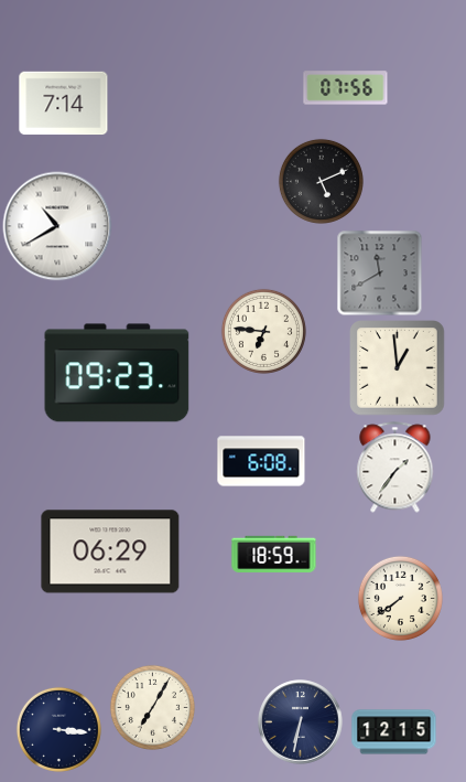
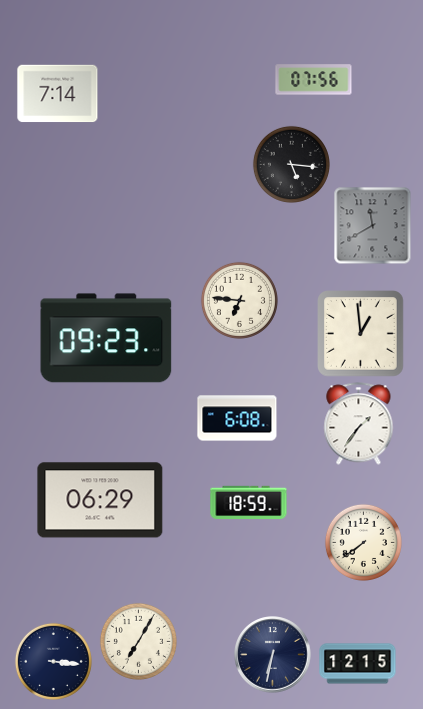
clock at (321, 181): 5:11 -> 5:16
clock at (57, 226): 10:40 -> none
clock at (379, 272) position: (379, 272) -> (372, 225)
